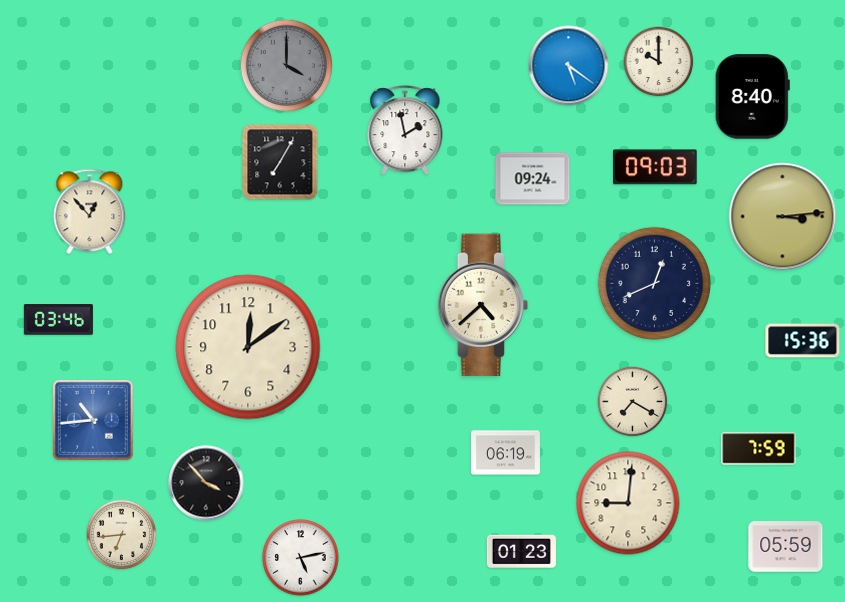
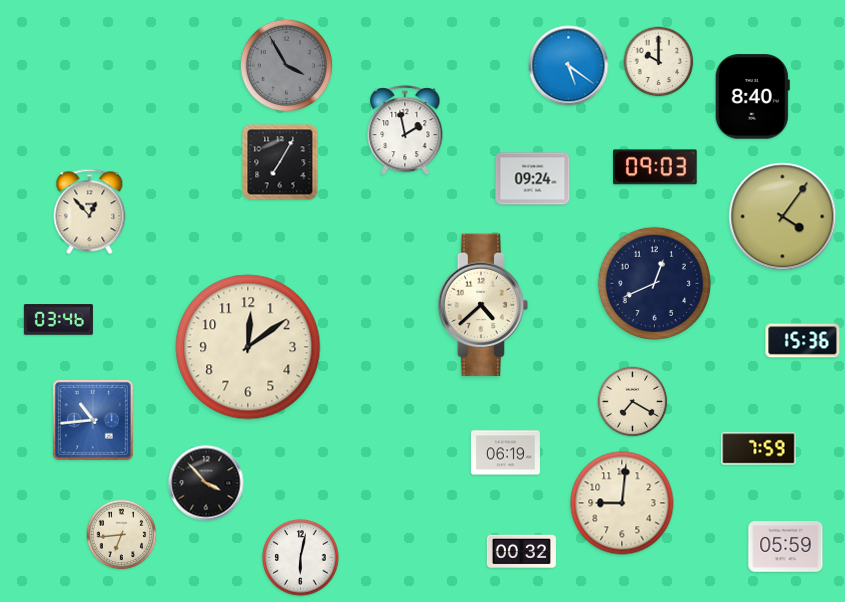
clock at (286, 65): 4:00 -> 3:55
clock at (783, 217): 3:14 -> 4:06
clock at (628, 503) position: (628, 503) -> (622, 503)
clock at (521, 552): 01:23 -> 00:32
clock at (301, 558): 5:13 -> 6:02
